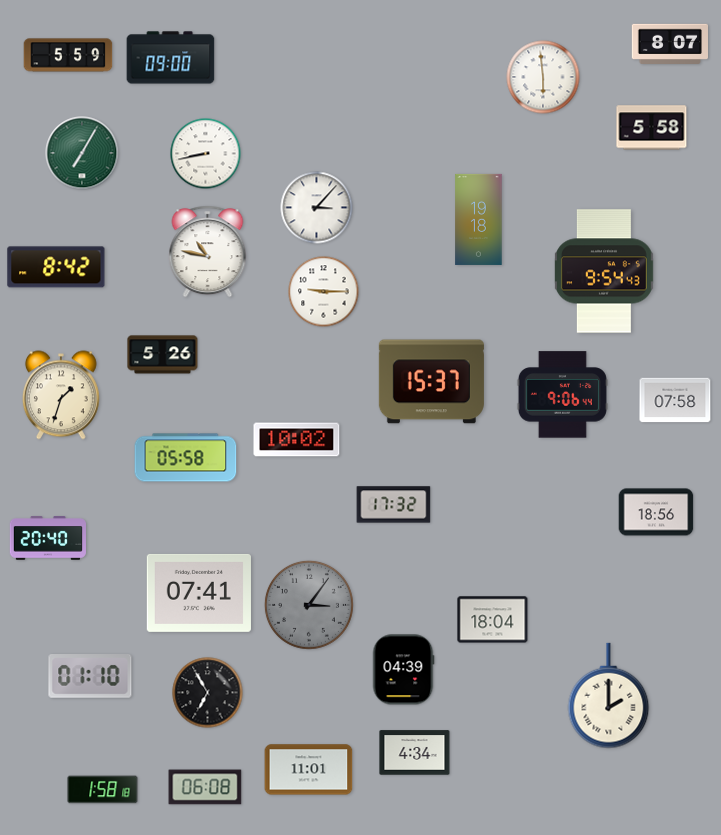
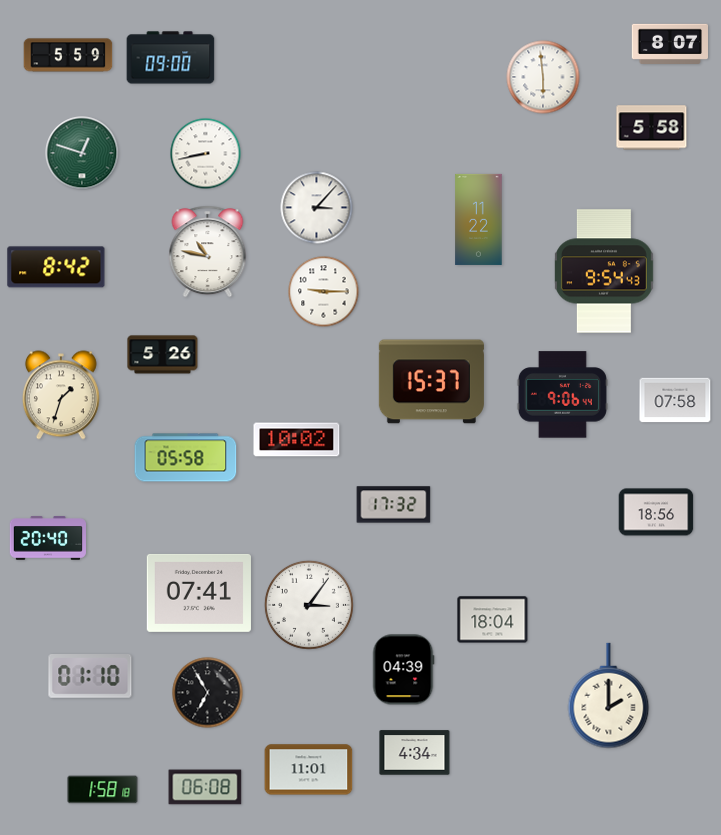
clock at (82, 153): 7:05 -> 12:48
clock at (479, 219): 19:18 -> 11:22
clock at (309, 605) dial: grey -> white
